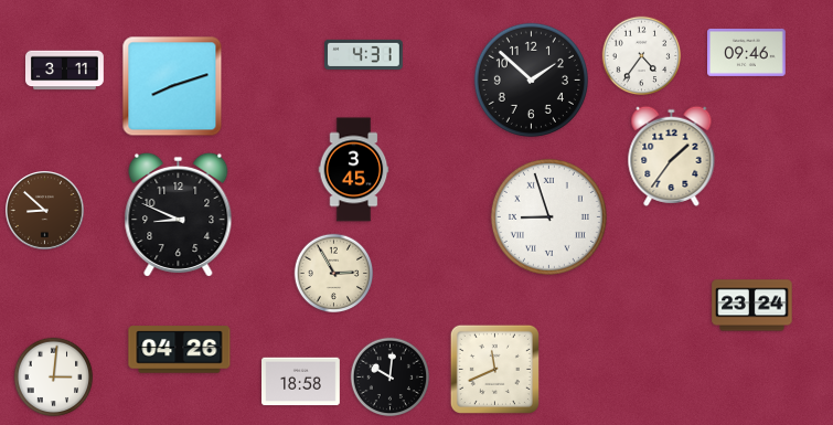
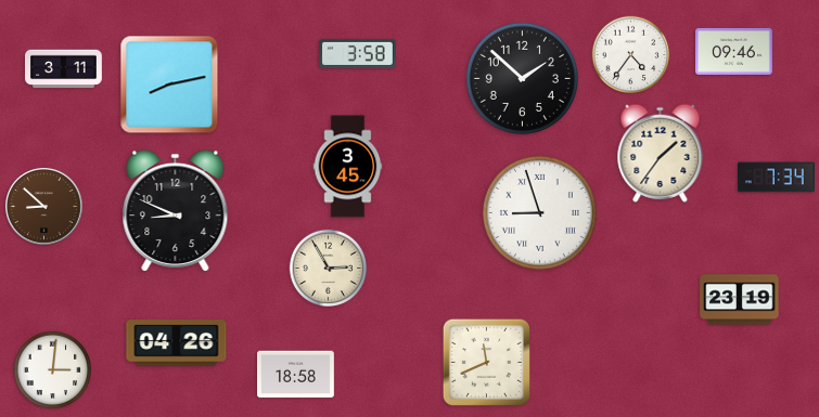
clock at (364, 54): 4:31 -> 3:58
clock at (172, 86): 8:12 -> 8:13
clock at (777, 178): none -> 7:34
clock at (752, 306): 23:24 -> 23:19
clock at (391, 378): 10:01 -> none
